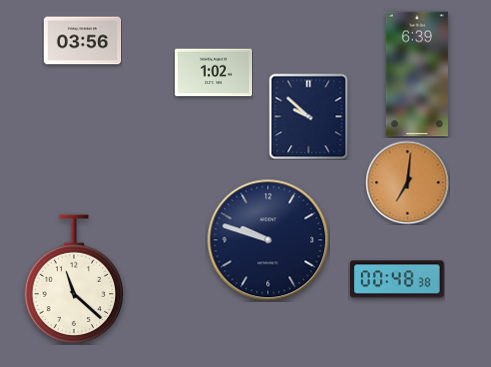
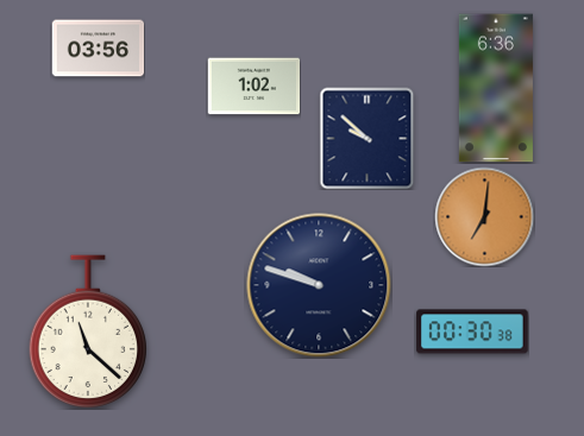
clock at (417, 74): 6:39 -> 6:36
clock at (397, 279): 00:48 -> 00:30
